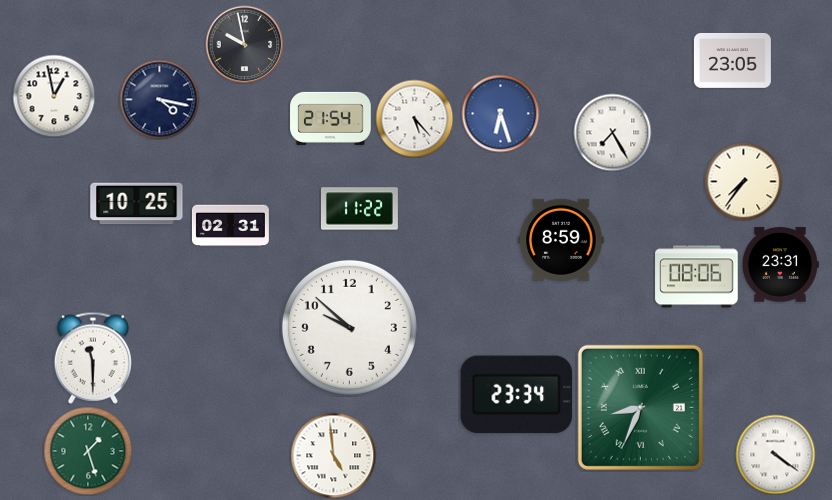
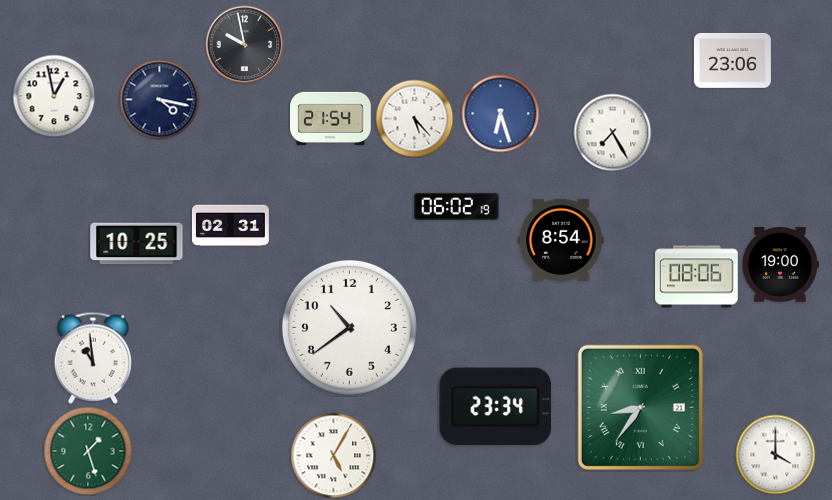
clock at (732, 60): 23:05 -> 23:06
clock at (743, 181): 7:36 -> none
clock at (137, 204) position: (137, 204) -> (137, 244)
clock at (457, 206): none -> 06:02
clock at (359, 209): 11:22 -> none
clock at (561, 240): 8:59 -> 8:54
clock at (780, 265): 23:31 -> 19:00
clock at (349, 327): 9:52 -> 10:39
clock at (92, 358): 11:30 -> 10:59
clock at (517, 395) position: (517, 395) -> (496, 407)
clock at (640, 407): 8:34 -> 8:36
clock at (775, 454): 4:21 -> 4:00
clock at (333, 455): 4:59 -> 5:05
